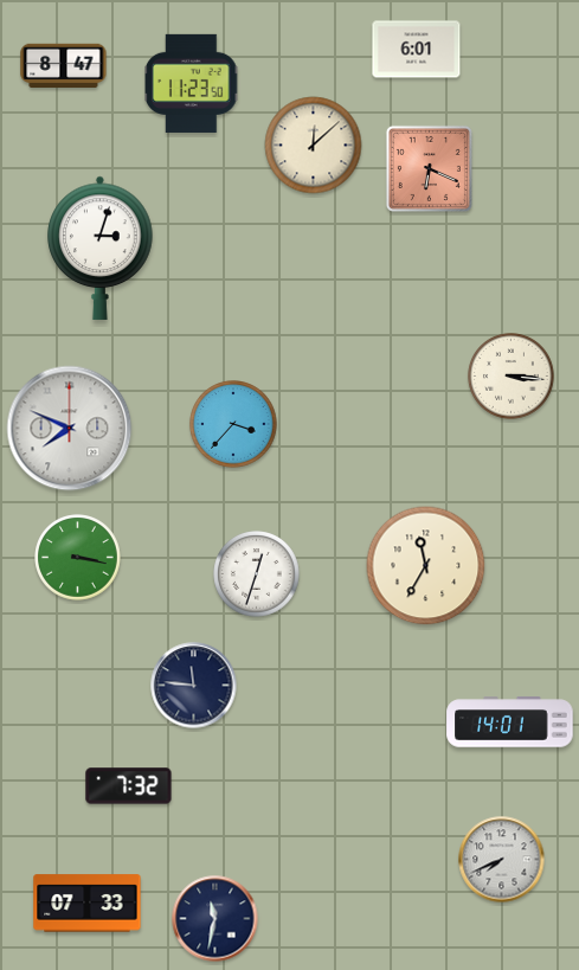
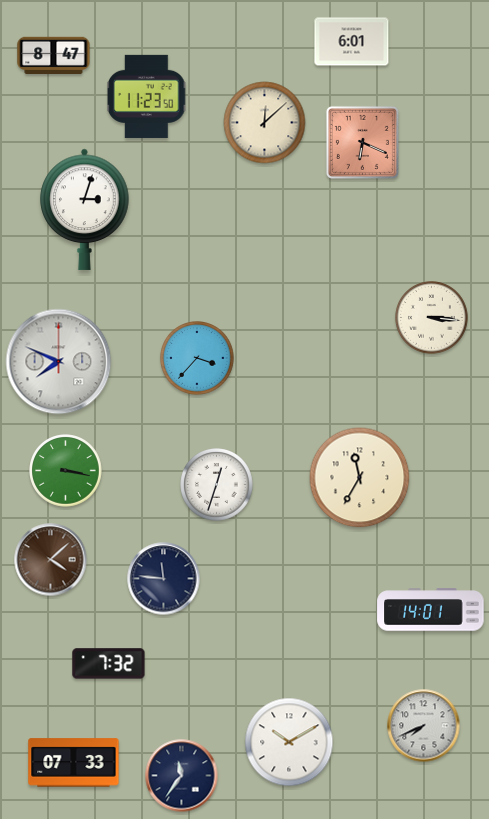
clock at (192, 83) position: (192, 83) -> (147, 96)
clock at (51, 560): none -> 4:08
clock at (289, 742): none -> 10:10
clock at (215, 919): 11:32 -> 11:36
